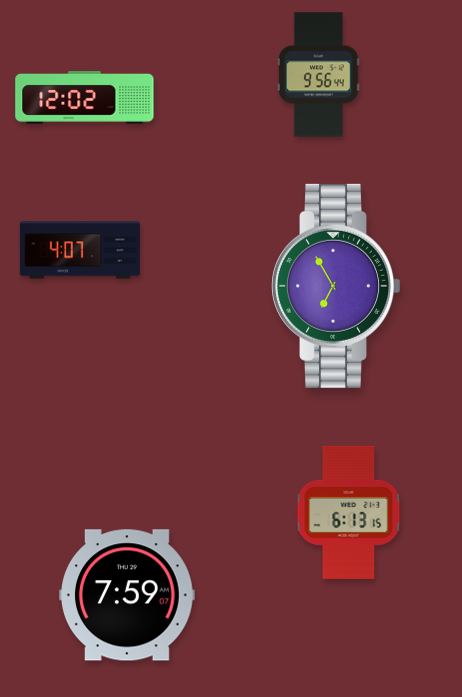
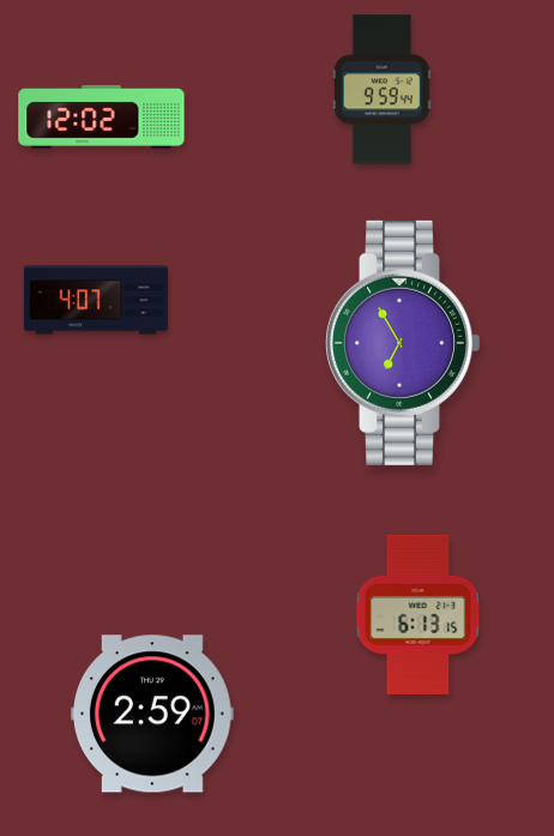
clock at (318, 75): 9:56 -> 9:59
clock at (128, 595): 7:59 -> 2:59
